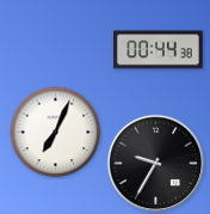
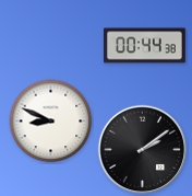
clock at (56, 133): 7:04 -> 8:49
clock at (156, 164): 9:35 -> 2:09
